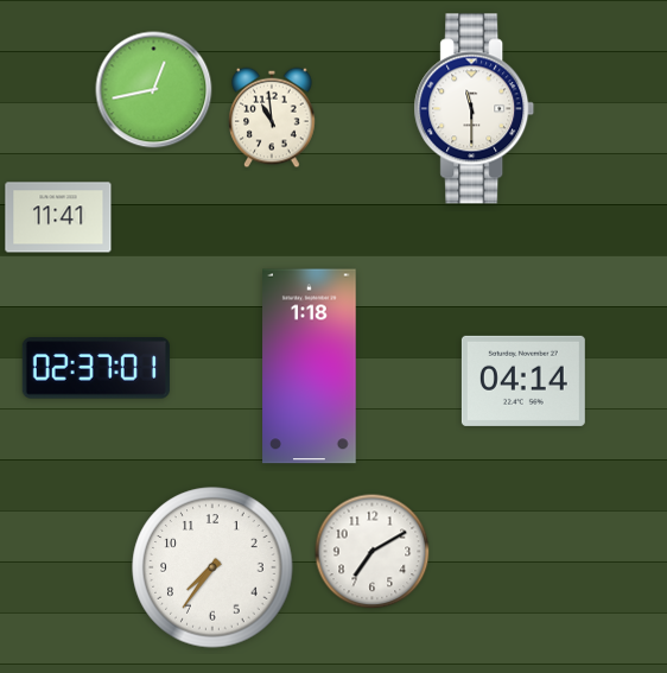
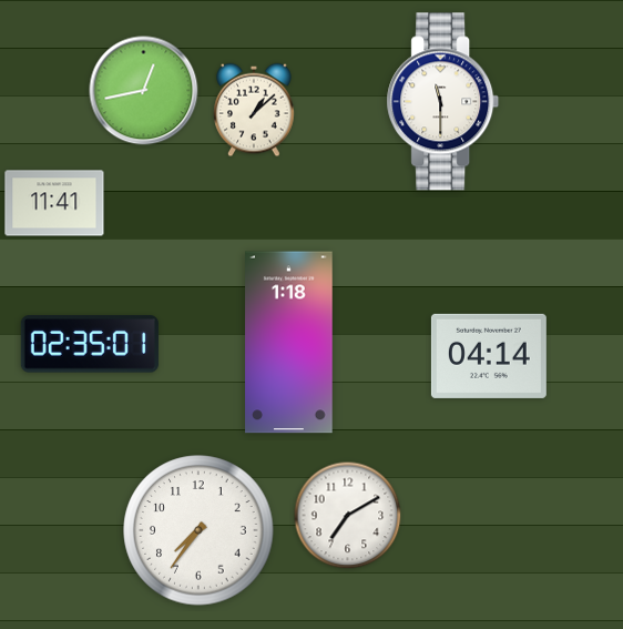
clock at (154, 90) position: (154, 90) -> (144, 91)
clock at (272, 118): 10:59 -> 1:08
clock at (96, 368): 02:37 -> 02:35
